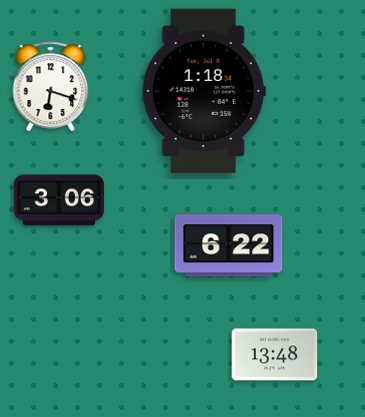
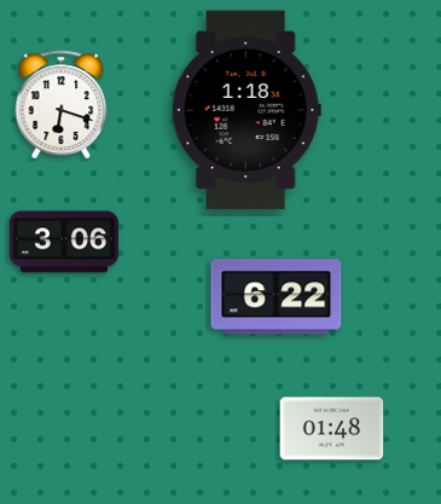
clock at (59, 200) position: (59, 200) -> (64, 242)
clock at (275, 355): 13:48 -> 01:48
